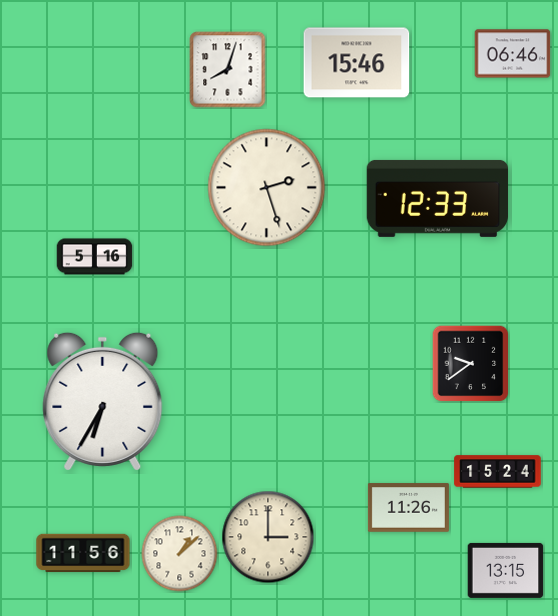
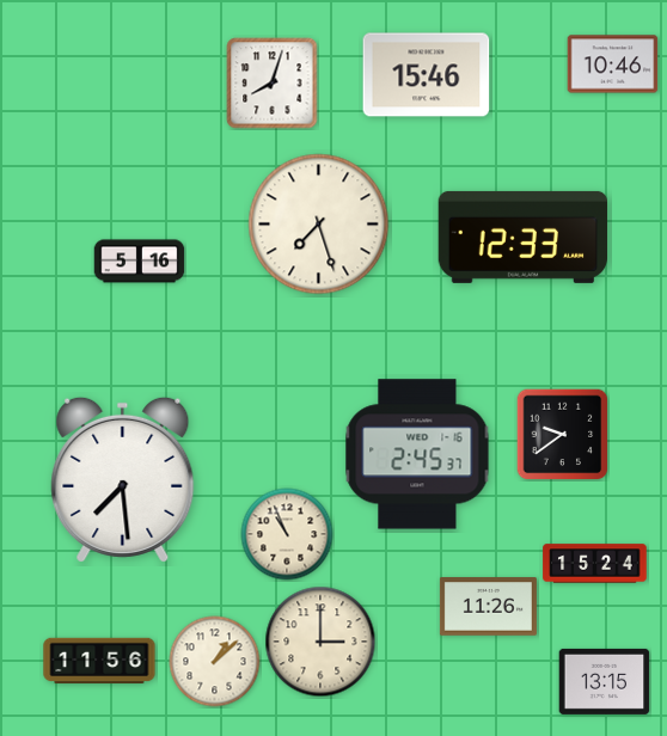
clock at (513, 54): 06:46 -> 10:46
clock at (267, 188): 2:27 -> 7:27
clock at (95, 257) position: (95, 257) -> (140, 262)
clock at (417, 454): none -> 2:45
clock at (103, 401): 6:35 -> 7:29
clock at (287, 534): none -> 10:56
